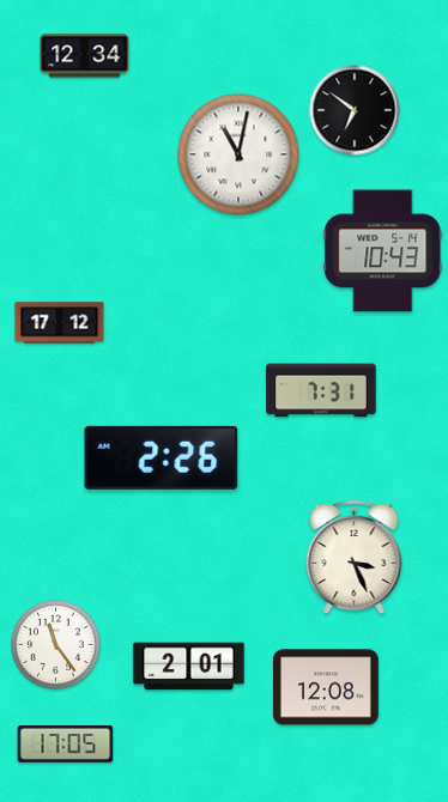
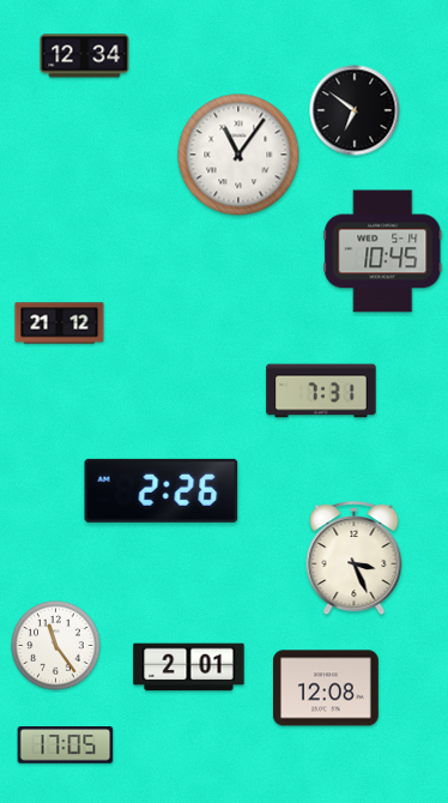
clock at (238, 154): 11:02 -> 11:06
clock at (383, 251): 10:43 -> 10:45
clock at (60, 323): 17:12 -> 21:12
clock at (162, 457) position: (162, 457) -> (162, 490)
